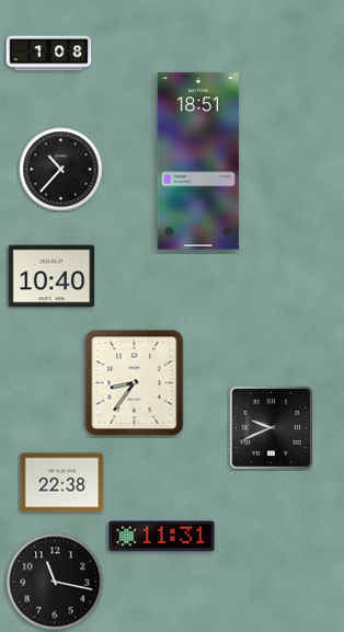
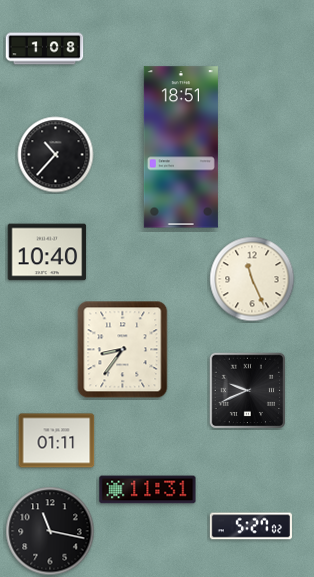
clock at (252, 279): none -> 11:26
clock at (62, 483): 22:38 -> 01:11
clock at (251, 526): none -> 5:27
